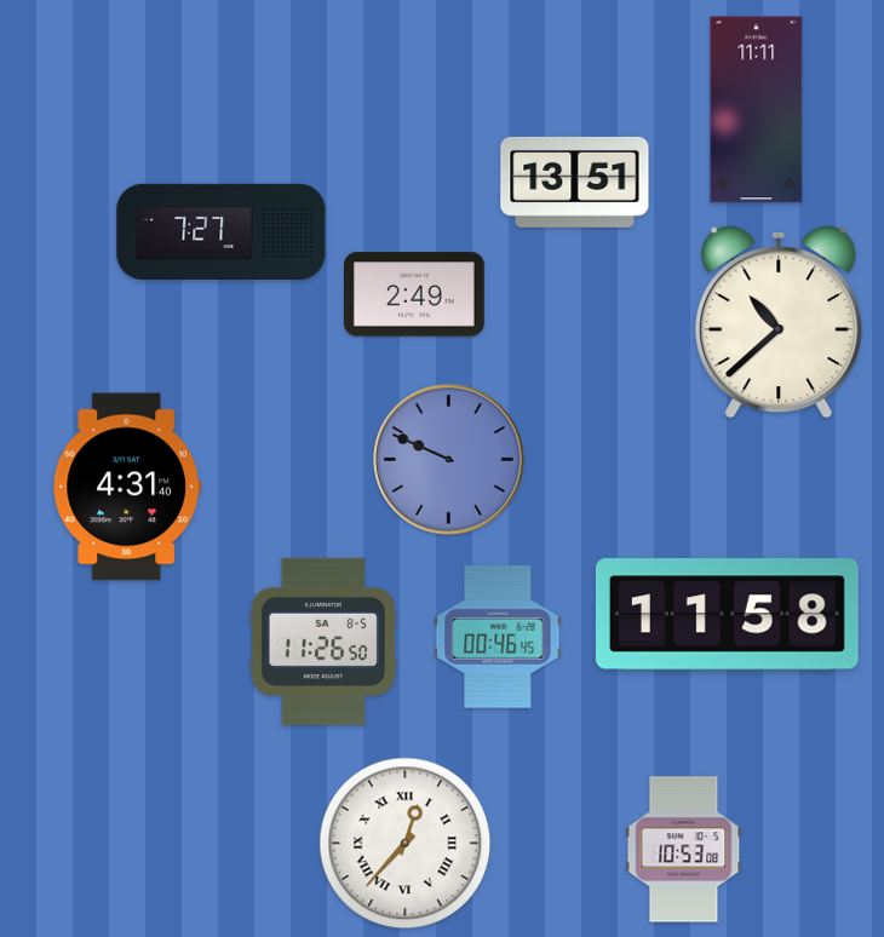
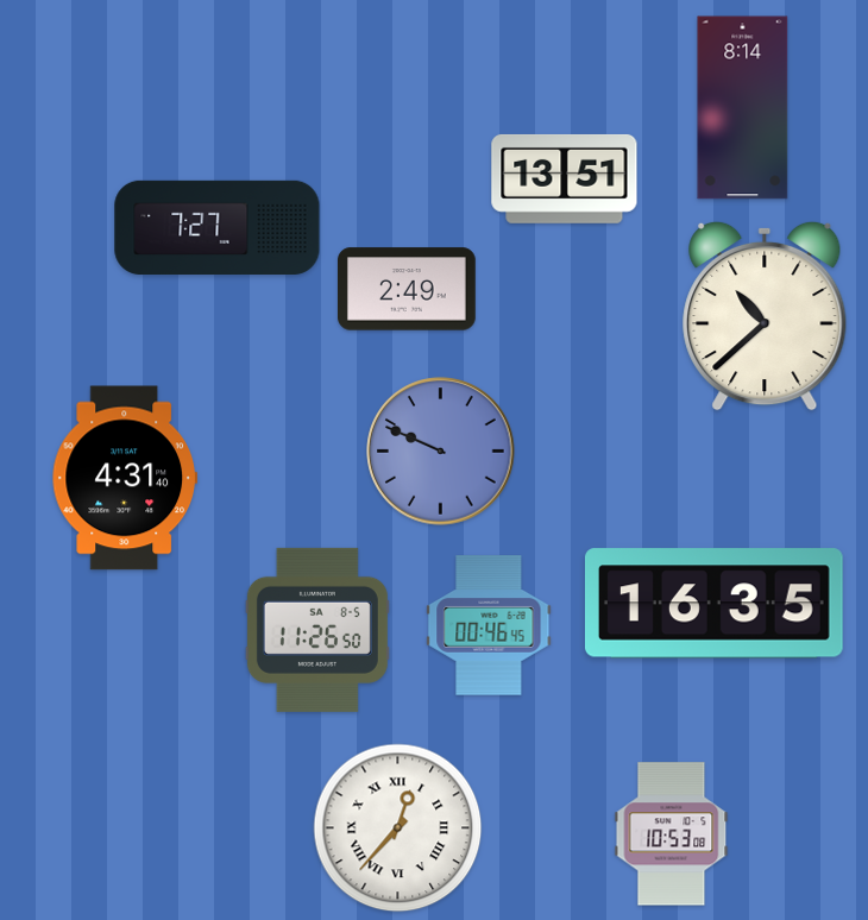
clock at (757, 110): 11:11 -> 8:14
clock at (727, 615): 11:58 -> 16:35
